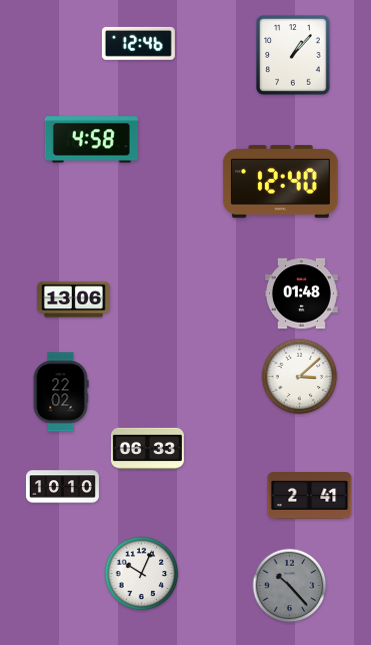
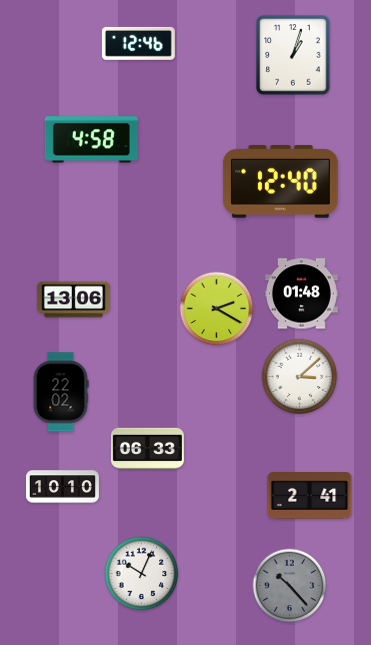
clock at (293, 55): 1:07 -> 1:03
clock at (217, 309): none -> 2:20
